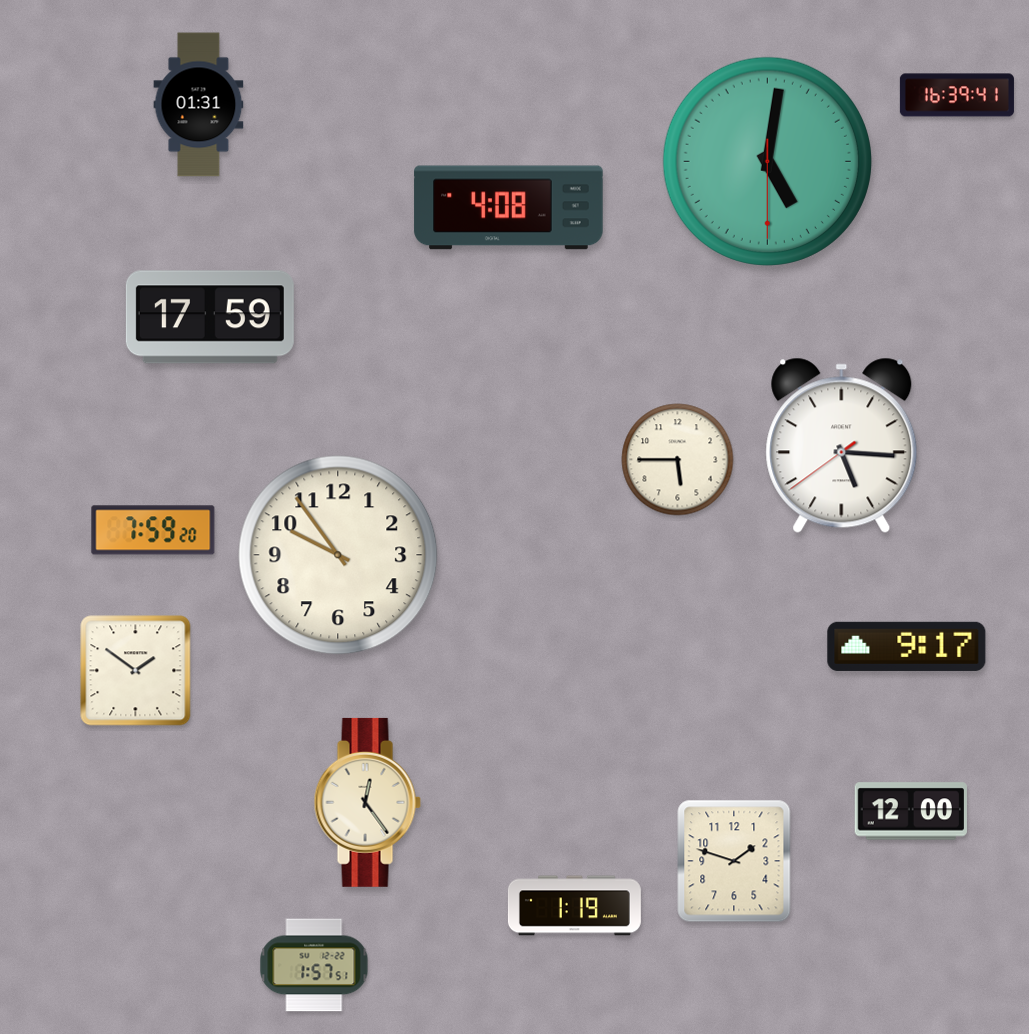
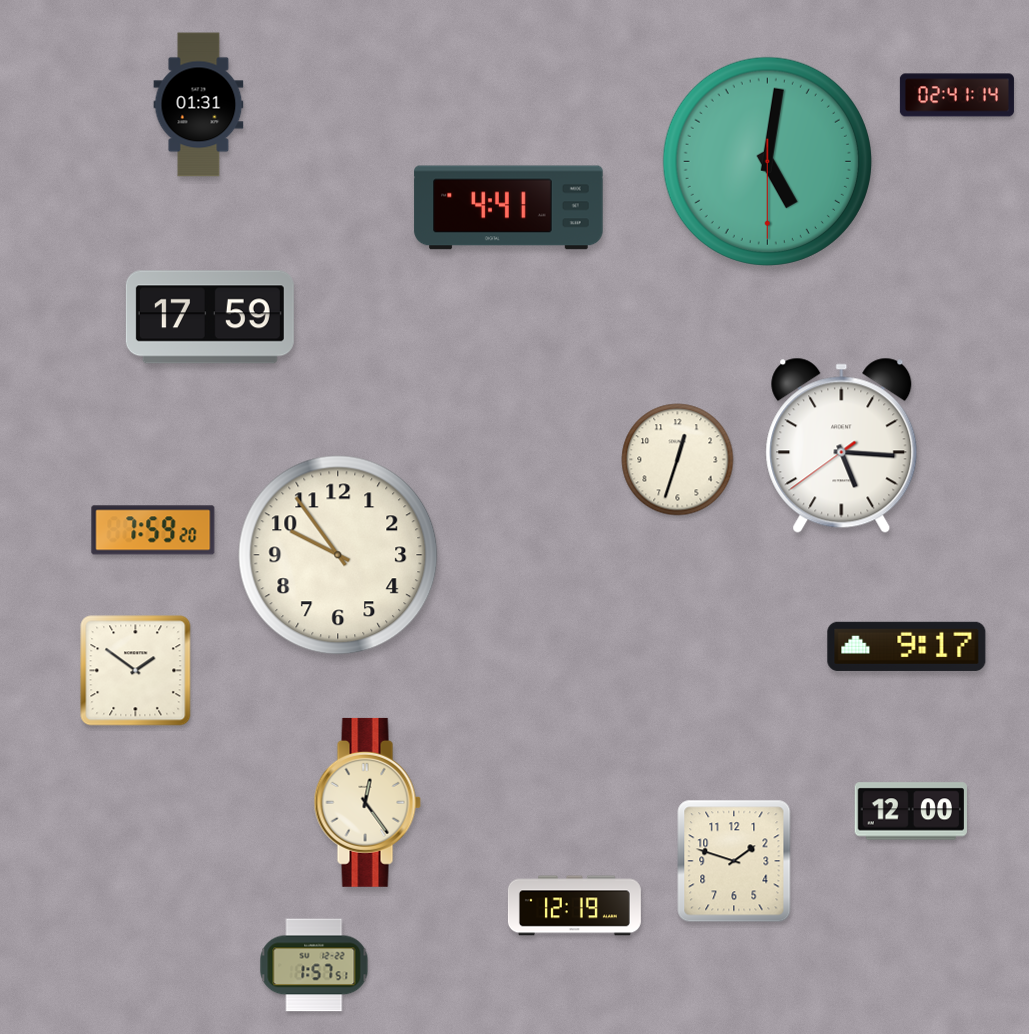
clock at (957, 95): 16:39 -> 02:41
clock at (509, 208): 4:08 -> 4:41
clock at (678, 460): 5:45 -> 12:33
clock at (574, 906): 1:19 -> 12:19
